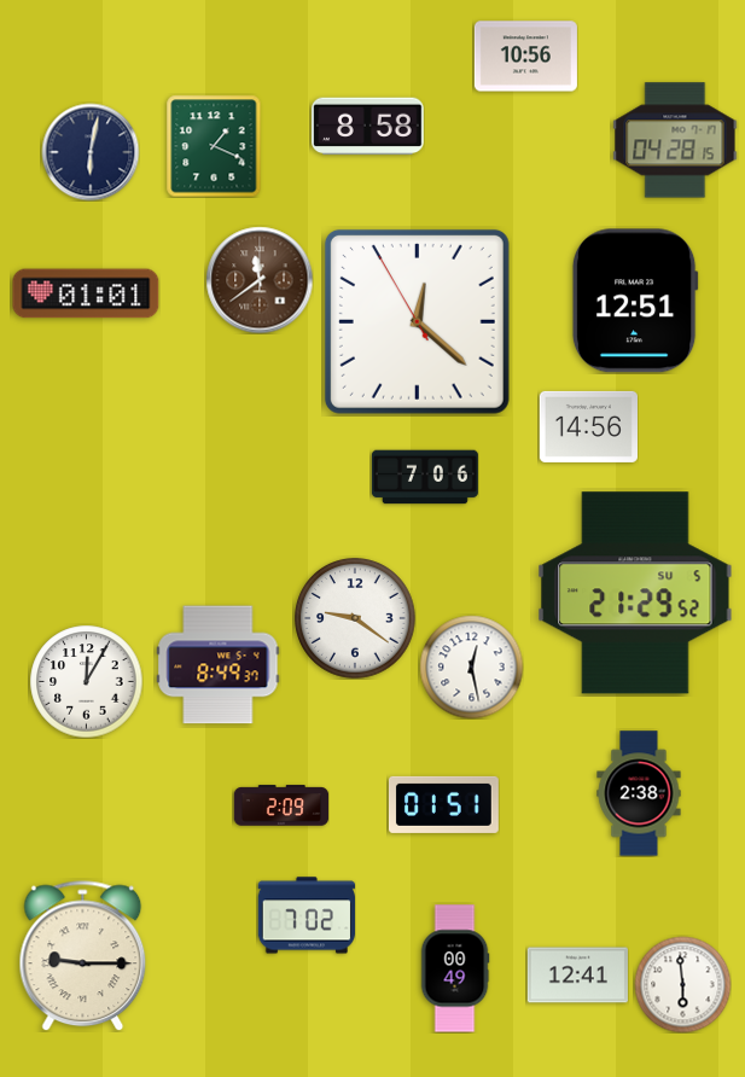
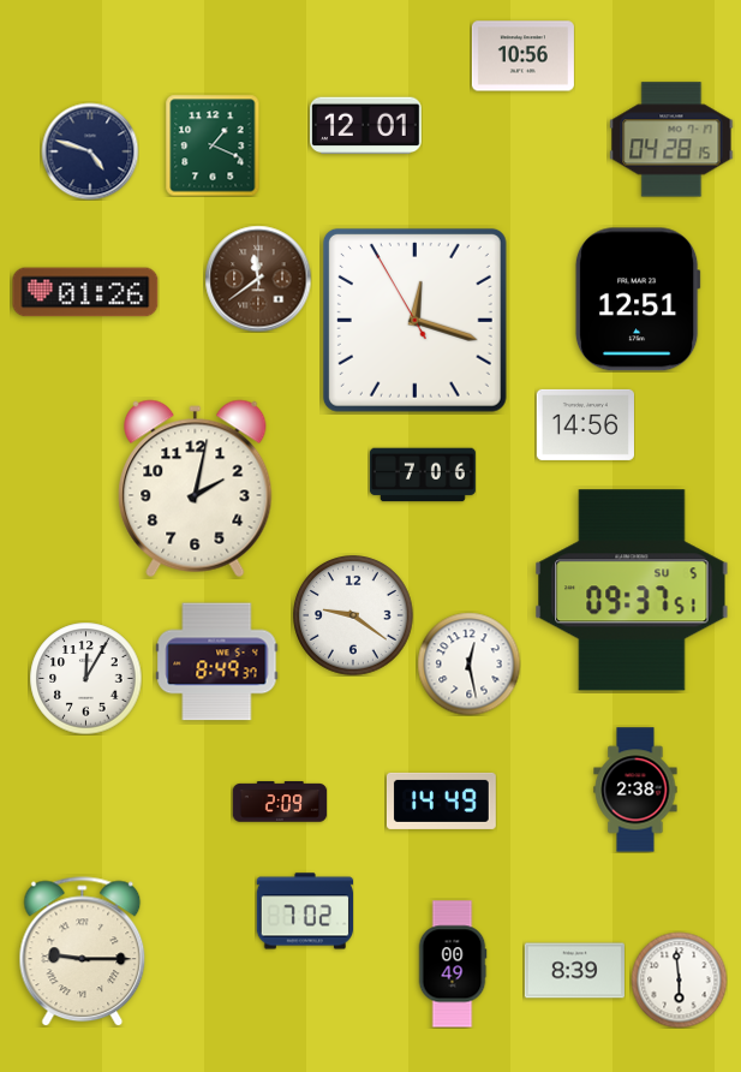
clock at (368, 127): 8:58 -> 12:01
clock at (91, 152): 6:02 -> 4:48
clock at (86, 293): 01:01 -> 01:26
clock at (635, 301) position: (635, 301) -> (638, 299)
clock at (417, 321): 12:21 -> 12:17
clock at (196, 489): none -> 2:02
clock at (635, 593): 21:29 -> 09:37
clock at (444, 804): 01:51 -> 14:49
clock at (577, 976): 12:41 -> 8:39
